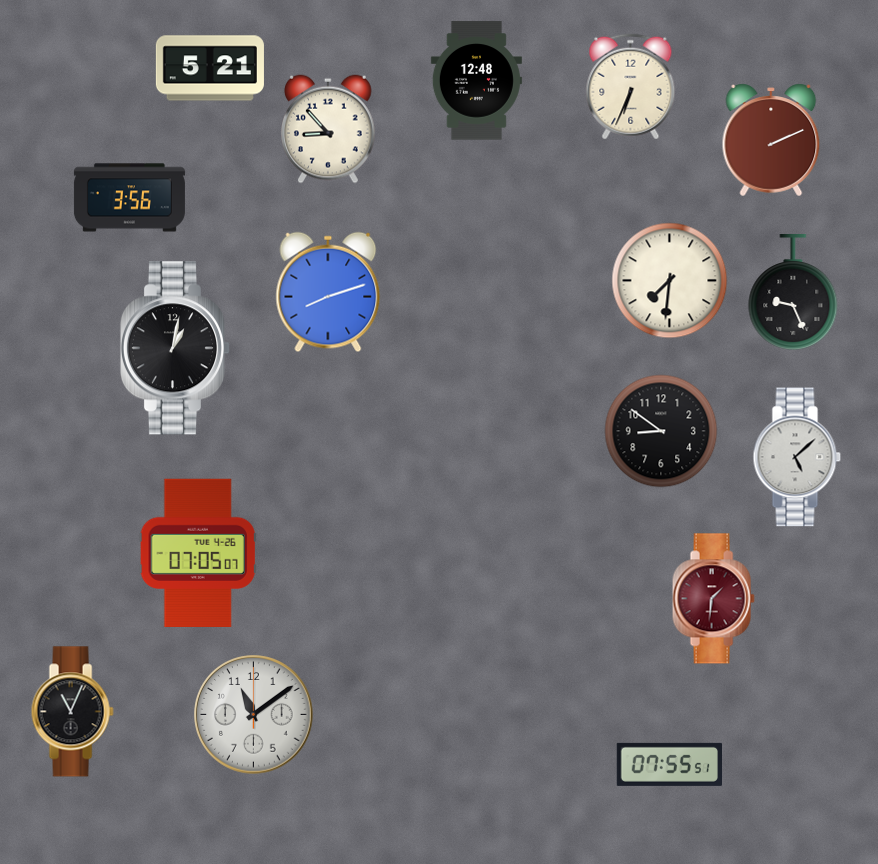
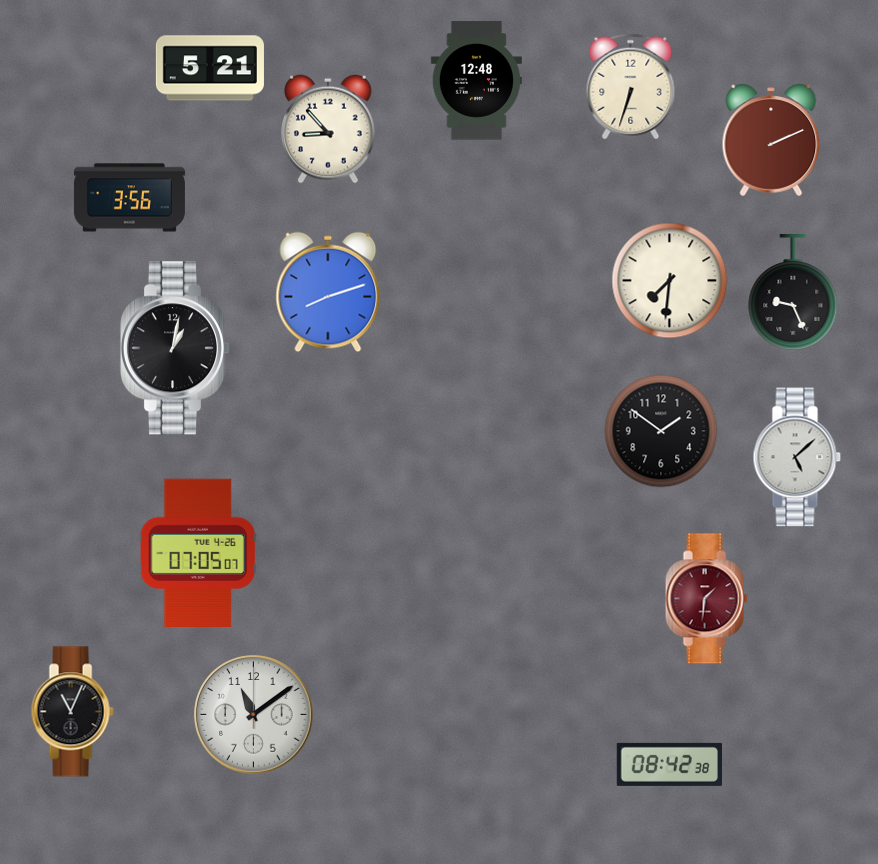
clock at (631, 87): 6:34 -> 6:33
clock at (661, 431): 8:51 -> 1:51
clock at (713, 599) position: (713, 599) -> (706, 599)
clock at (669, 764): 07:55 -> 08:42
